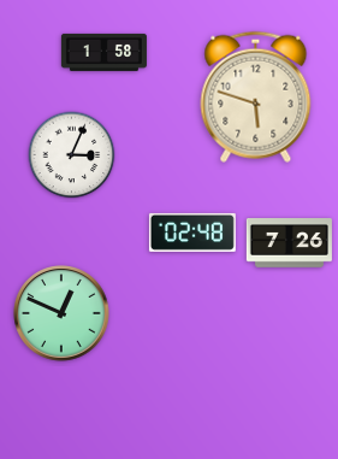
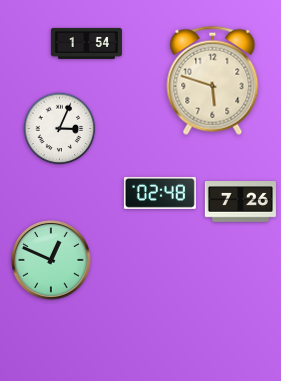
clock at (103, 52): 1:58 -> 1:54
